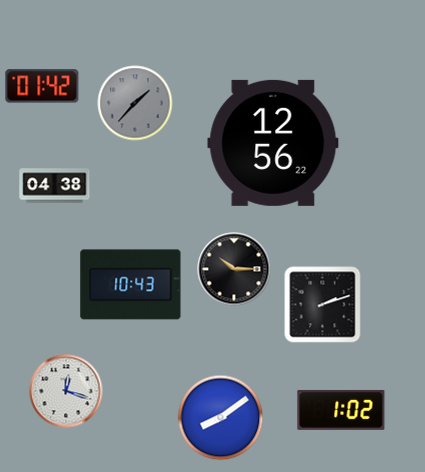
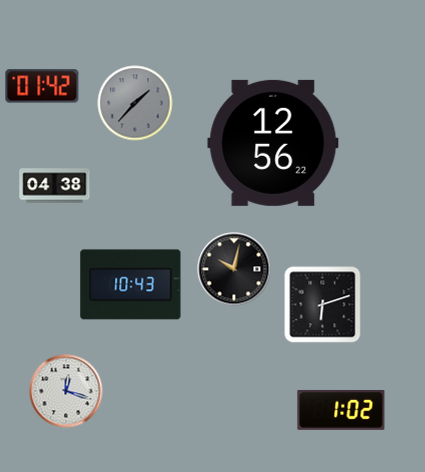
clock at (234, 269): 10:15 -> 10:02
clock at (323, 305): 2:12 -> 6:12
clock at (221, 418): 8:09 -> none
